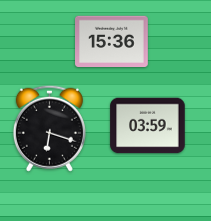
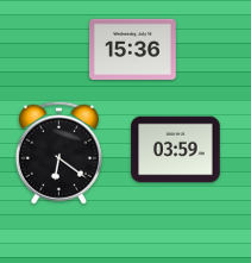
clock at (49, 128): 6:18 -> 6:21
